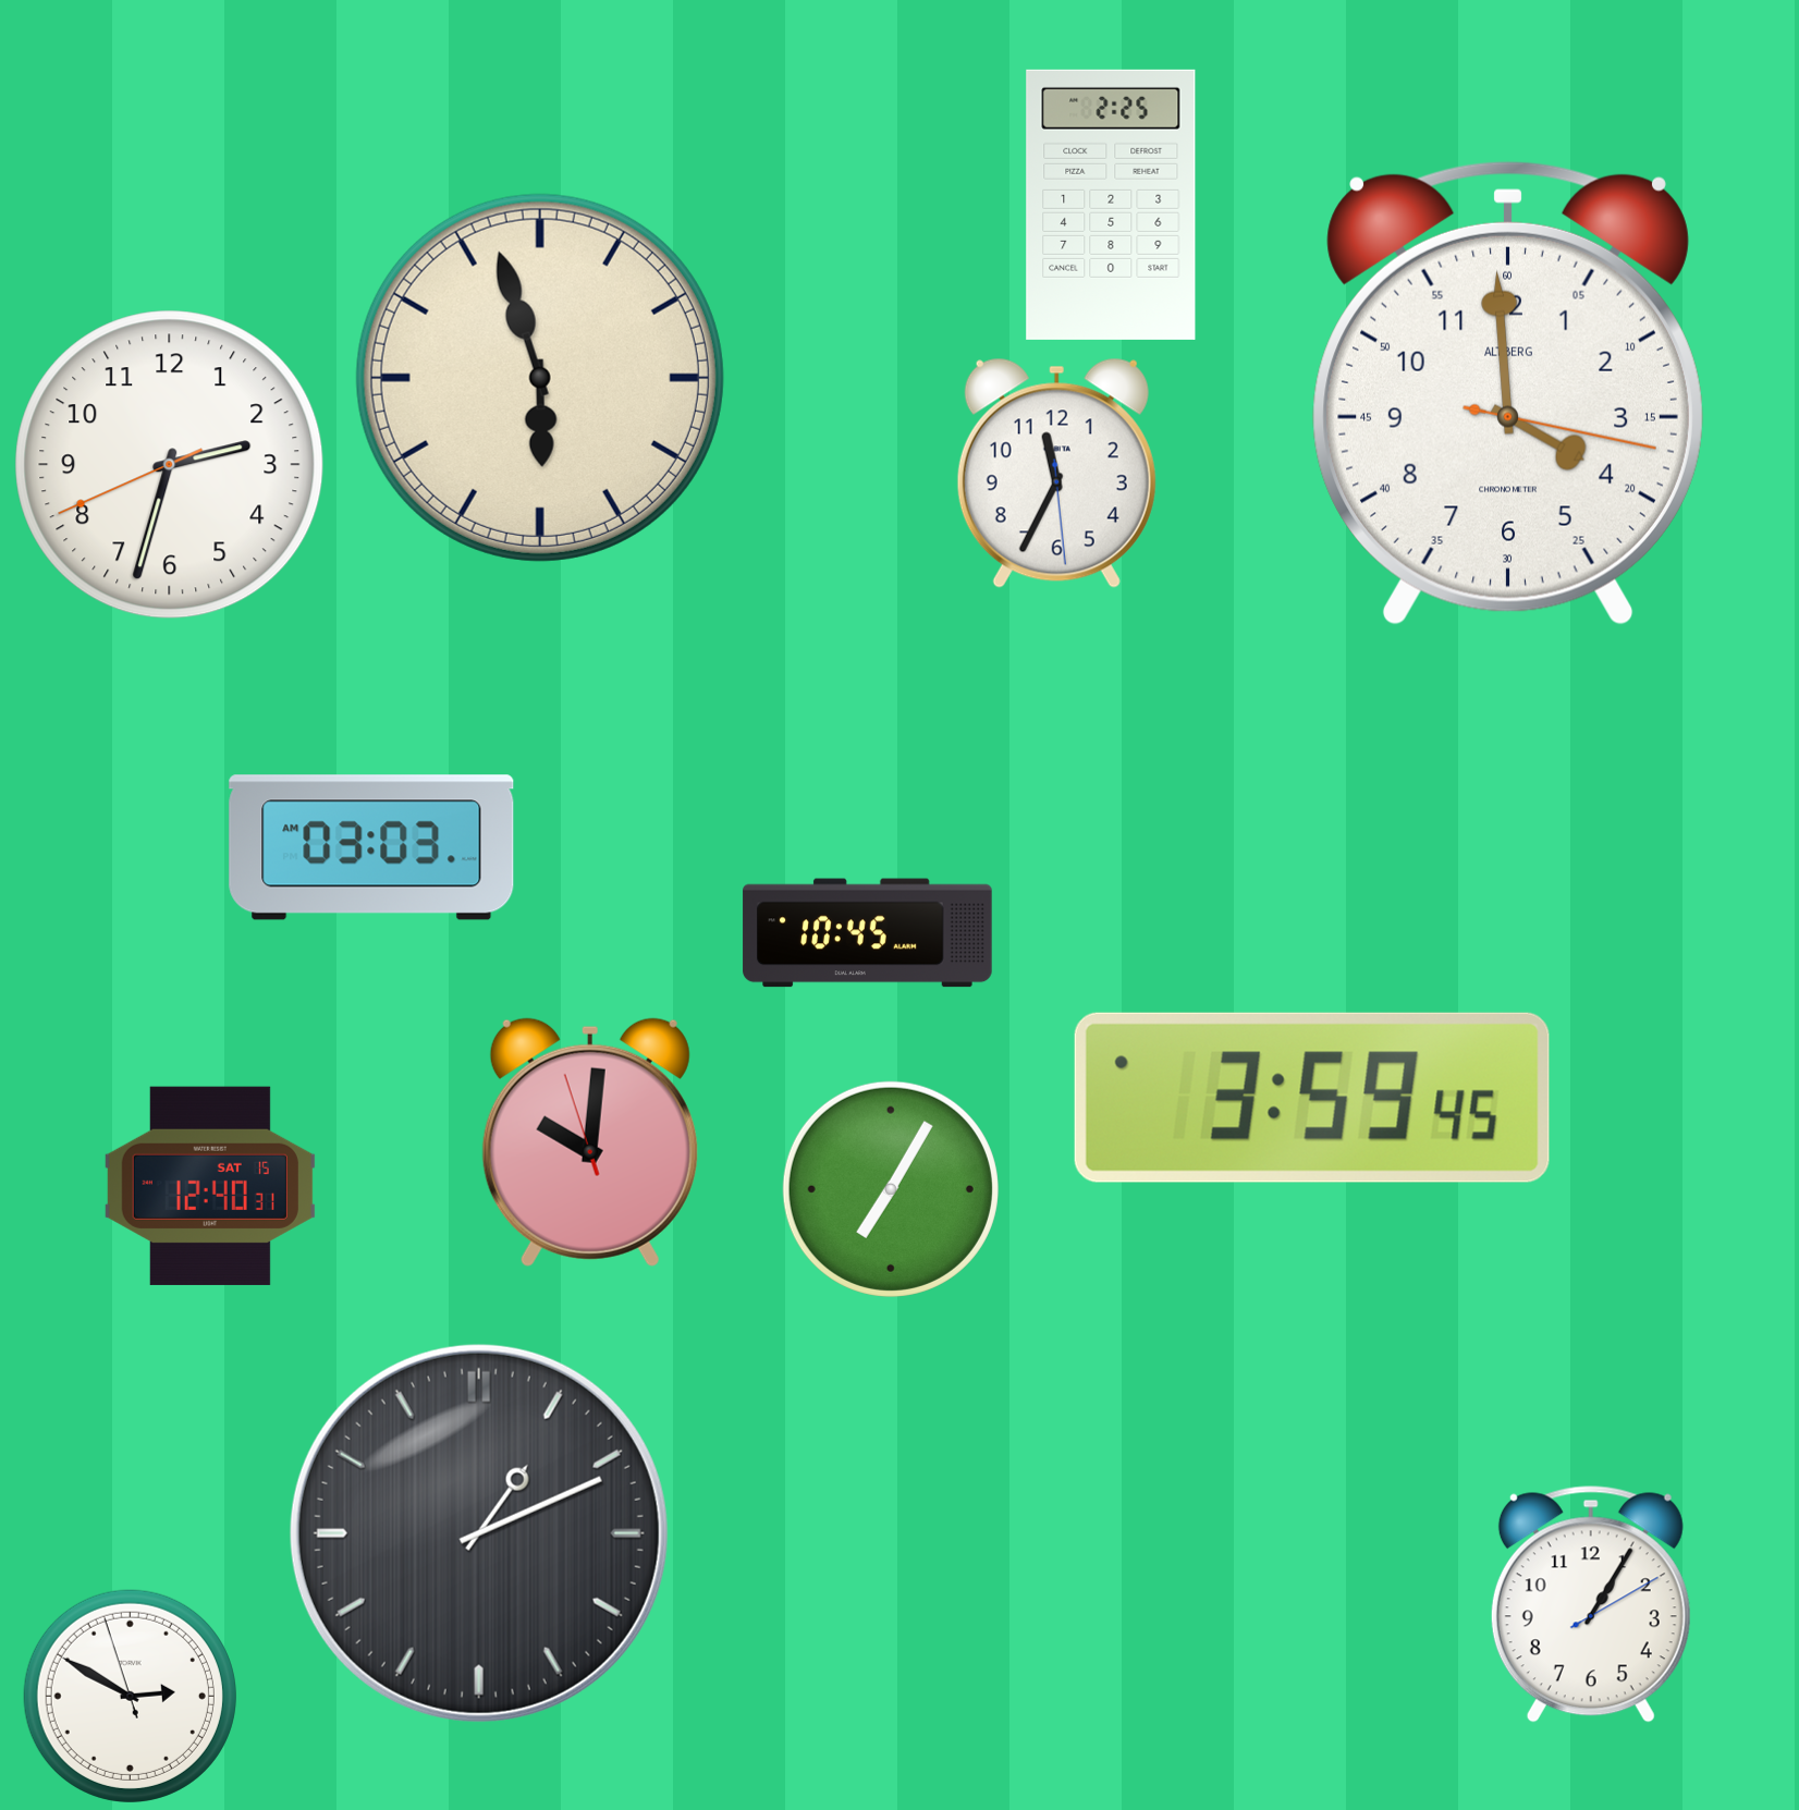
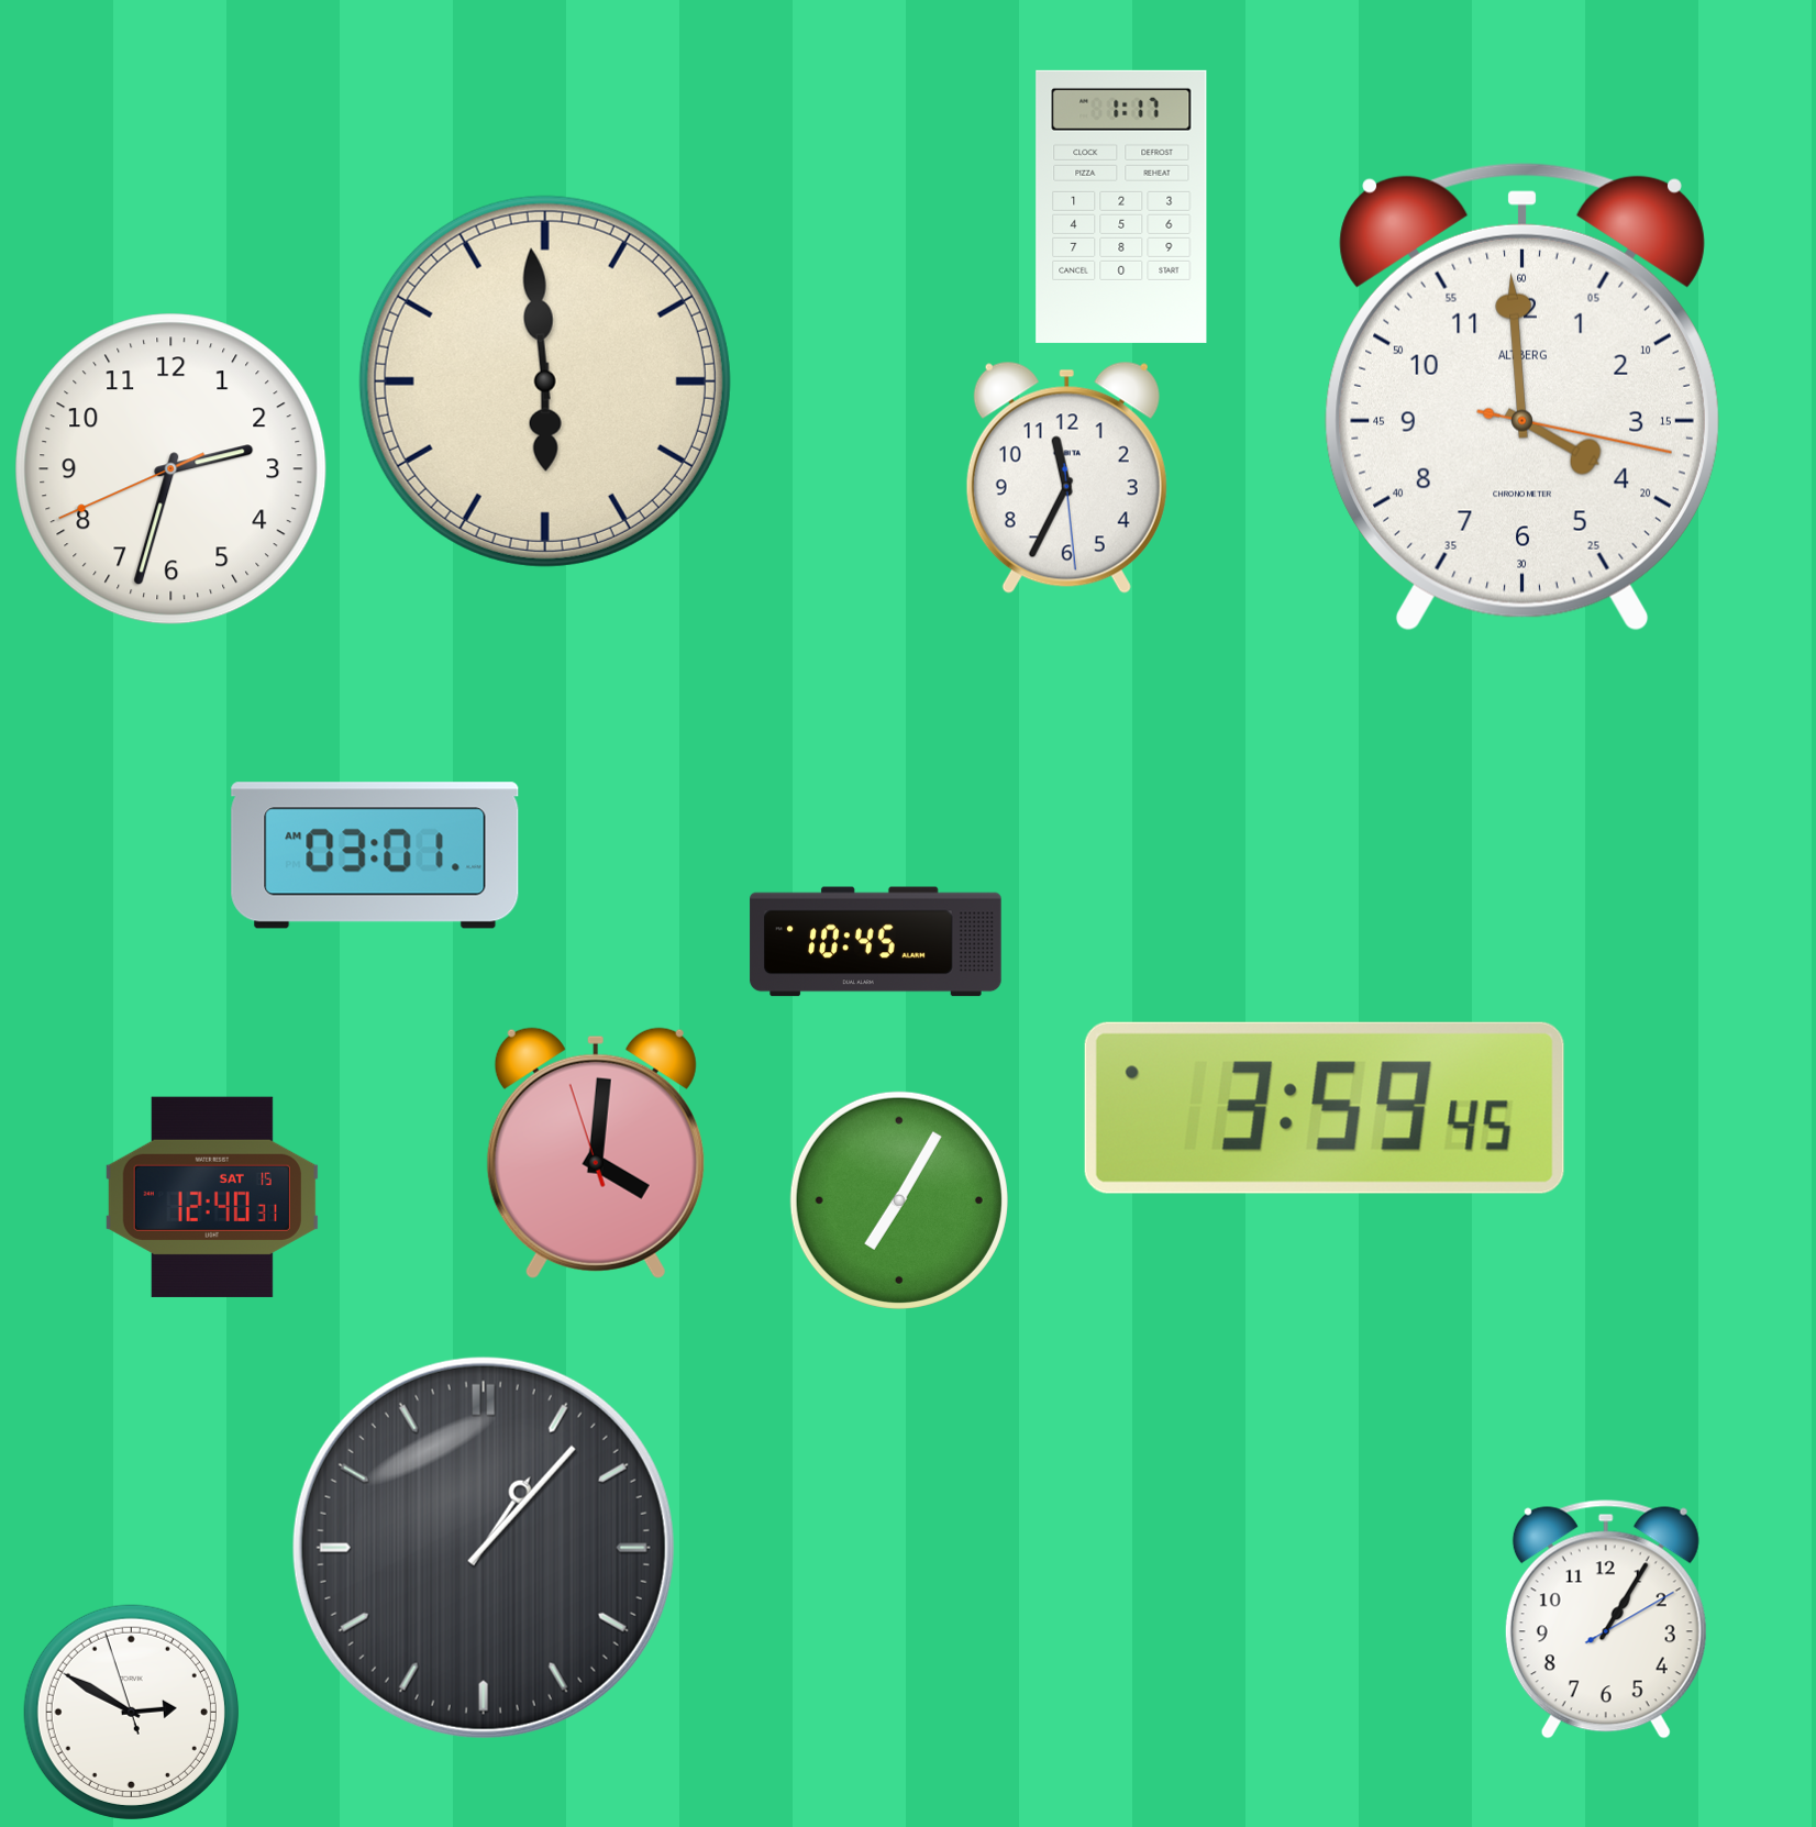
clock at (1111, 205): 2:25 -> 1:17
clock at (540, 378): 5:57 -> 5:59
clock at (371, 847): 03:03 -> 03:01
clock at (590, 1142): 10:00 -> 4:00
clock at (479, 1533): 1:11 -> 1:07
